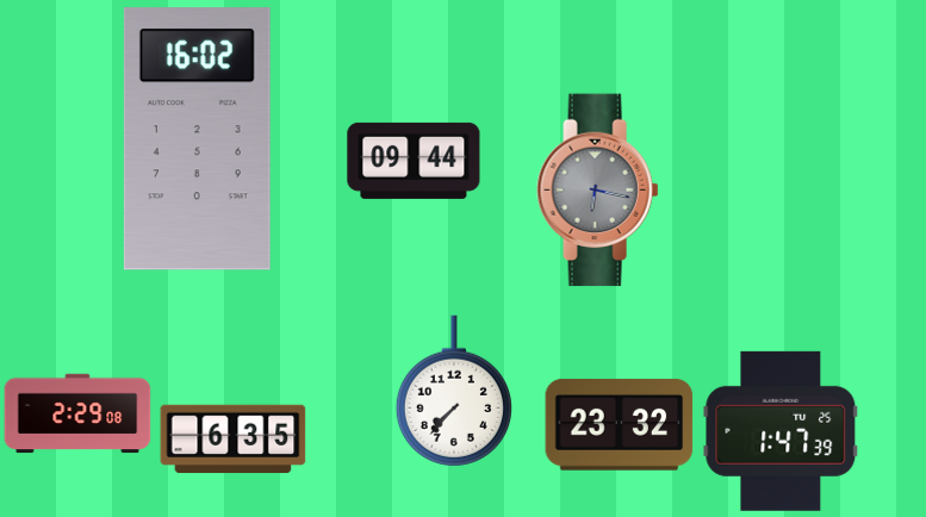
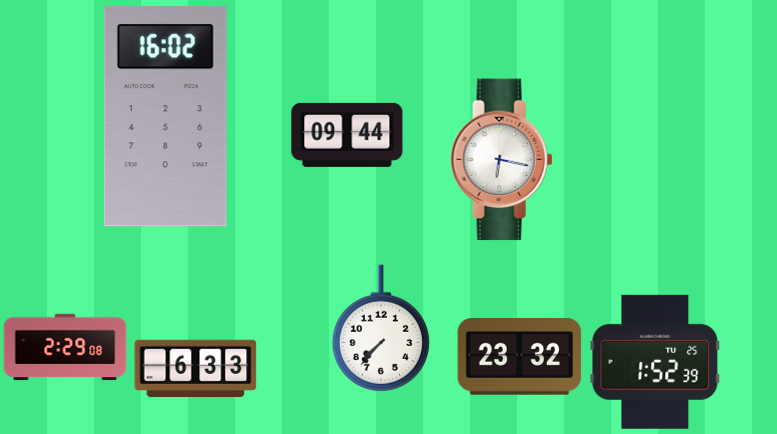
clock at (598, 191) dial: grey -> white
clock at (781, 431): 1:47 -> 1:52
clock at (234, 440): 6:35 -> 6:33
